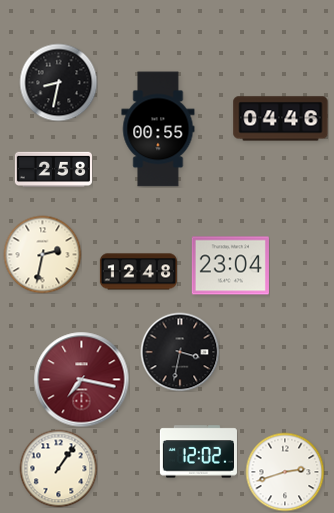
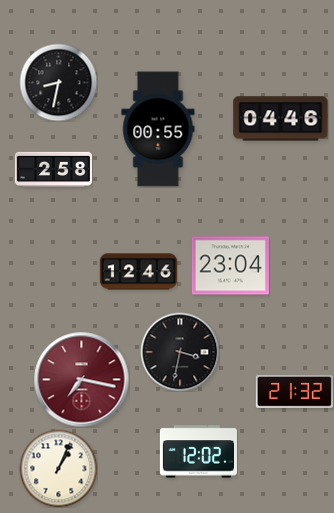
clock at (42, 254): 2:32 -> none
clock at (138, 272): 12:48 -> 12:46
clock at (294, 392): none -> 21:32
clock at (58, 468): 1:06 -> 1:04
clock at (285, 472): 2:42 -> none
